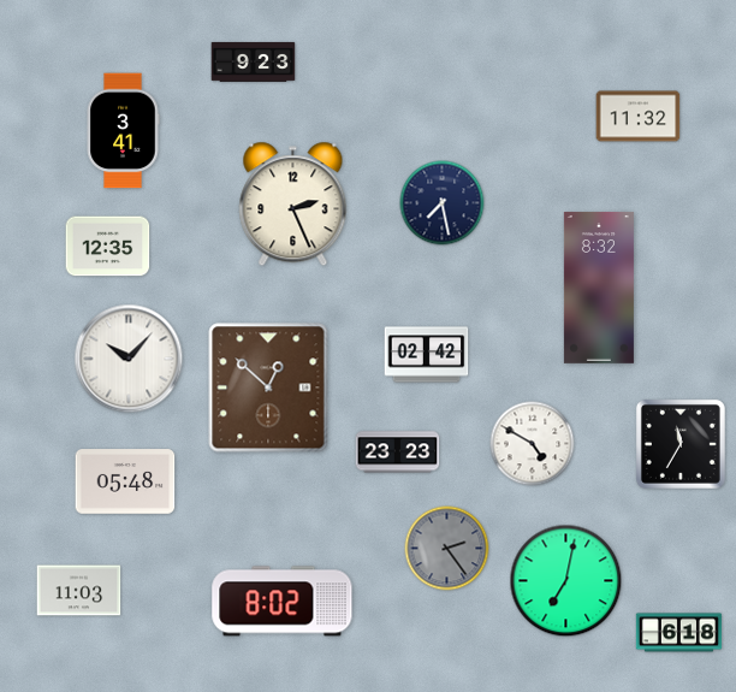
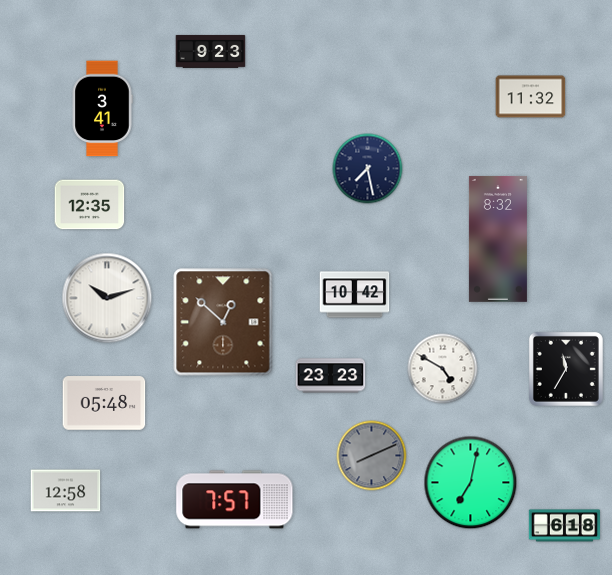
clock at (293, 205): 2:26 -> none
clock at (427, 355): 02:42 -> 10:42
clock at (129, 359): 10:07 -> 10:12
clock at (125, 481) position: (125, 481) -> (104, 403)
clock at (447, 549): 2:24 -> 8:11
clock at (79, 591): 11:03 -> 12:58
clock at (283, 602): 8:02 -> 7:57
